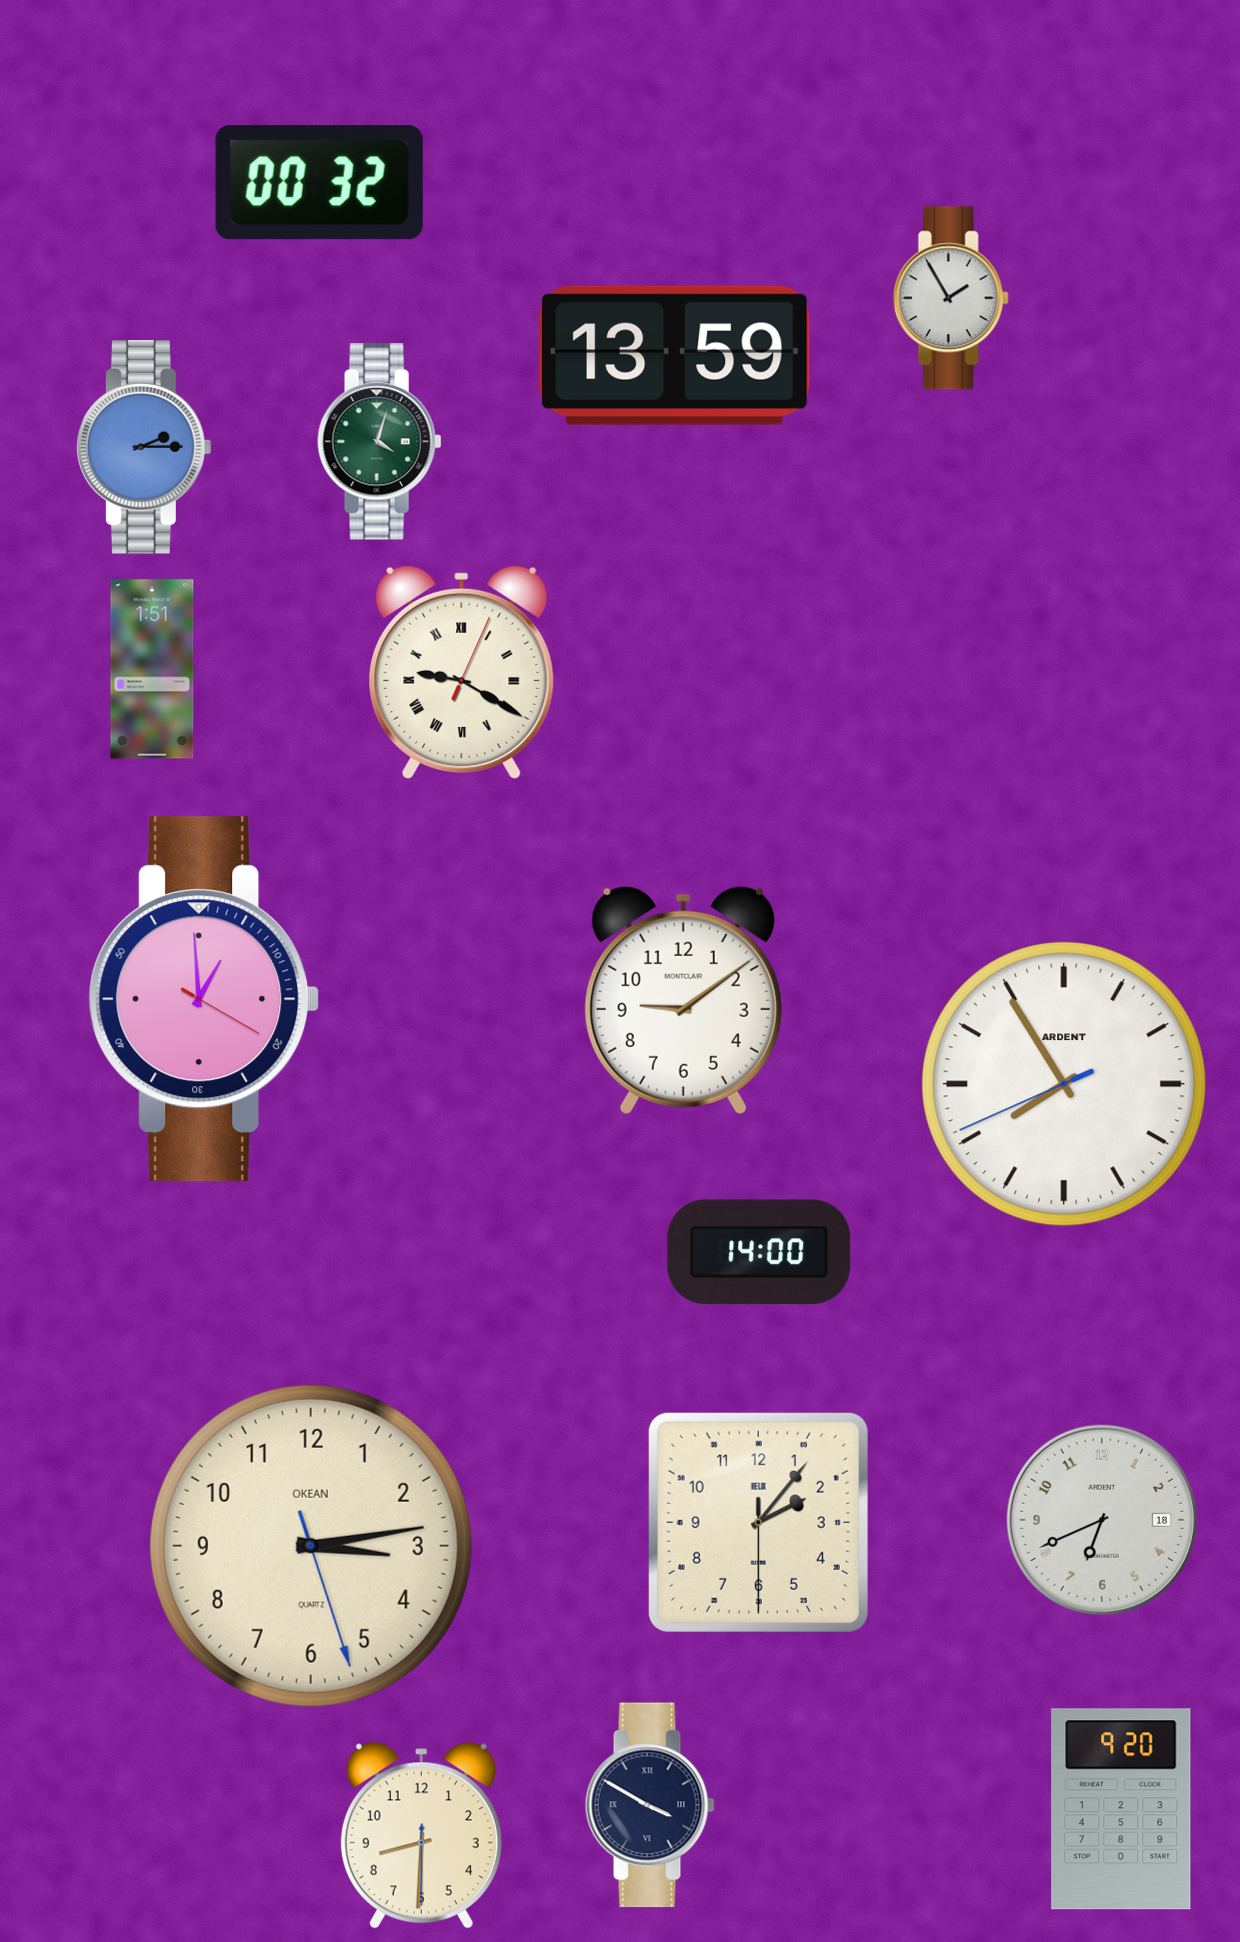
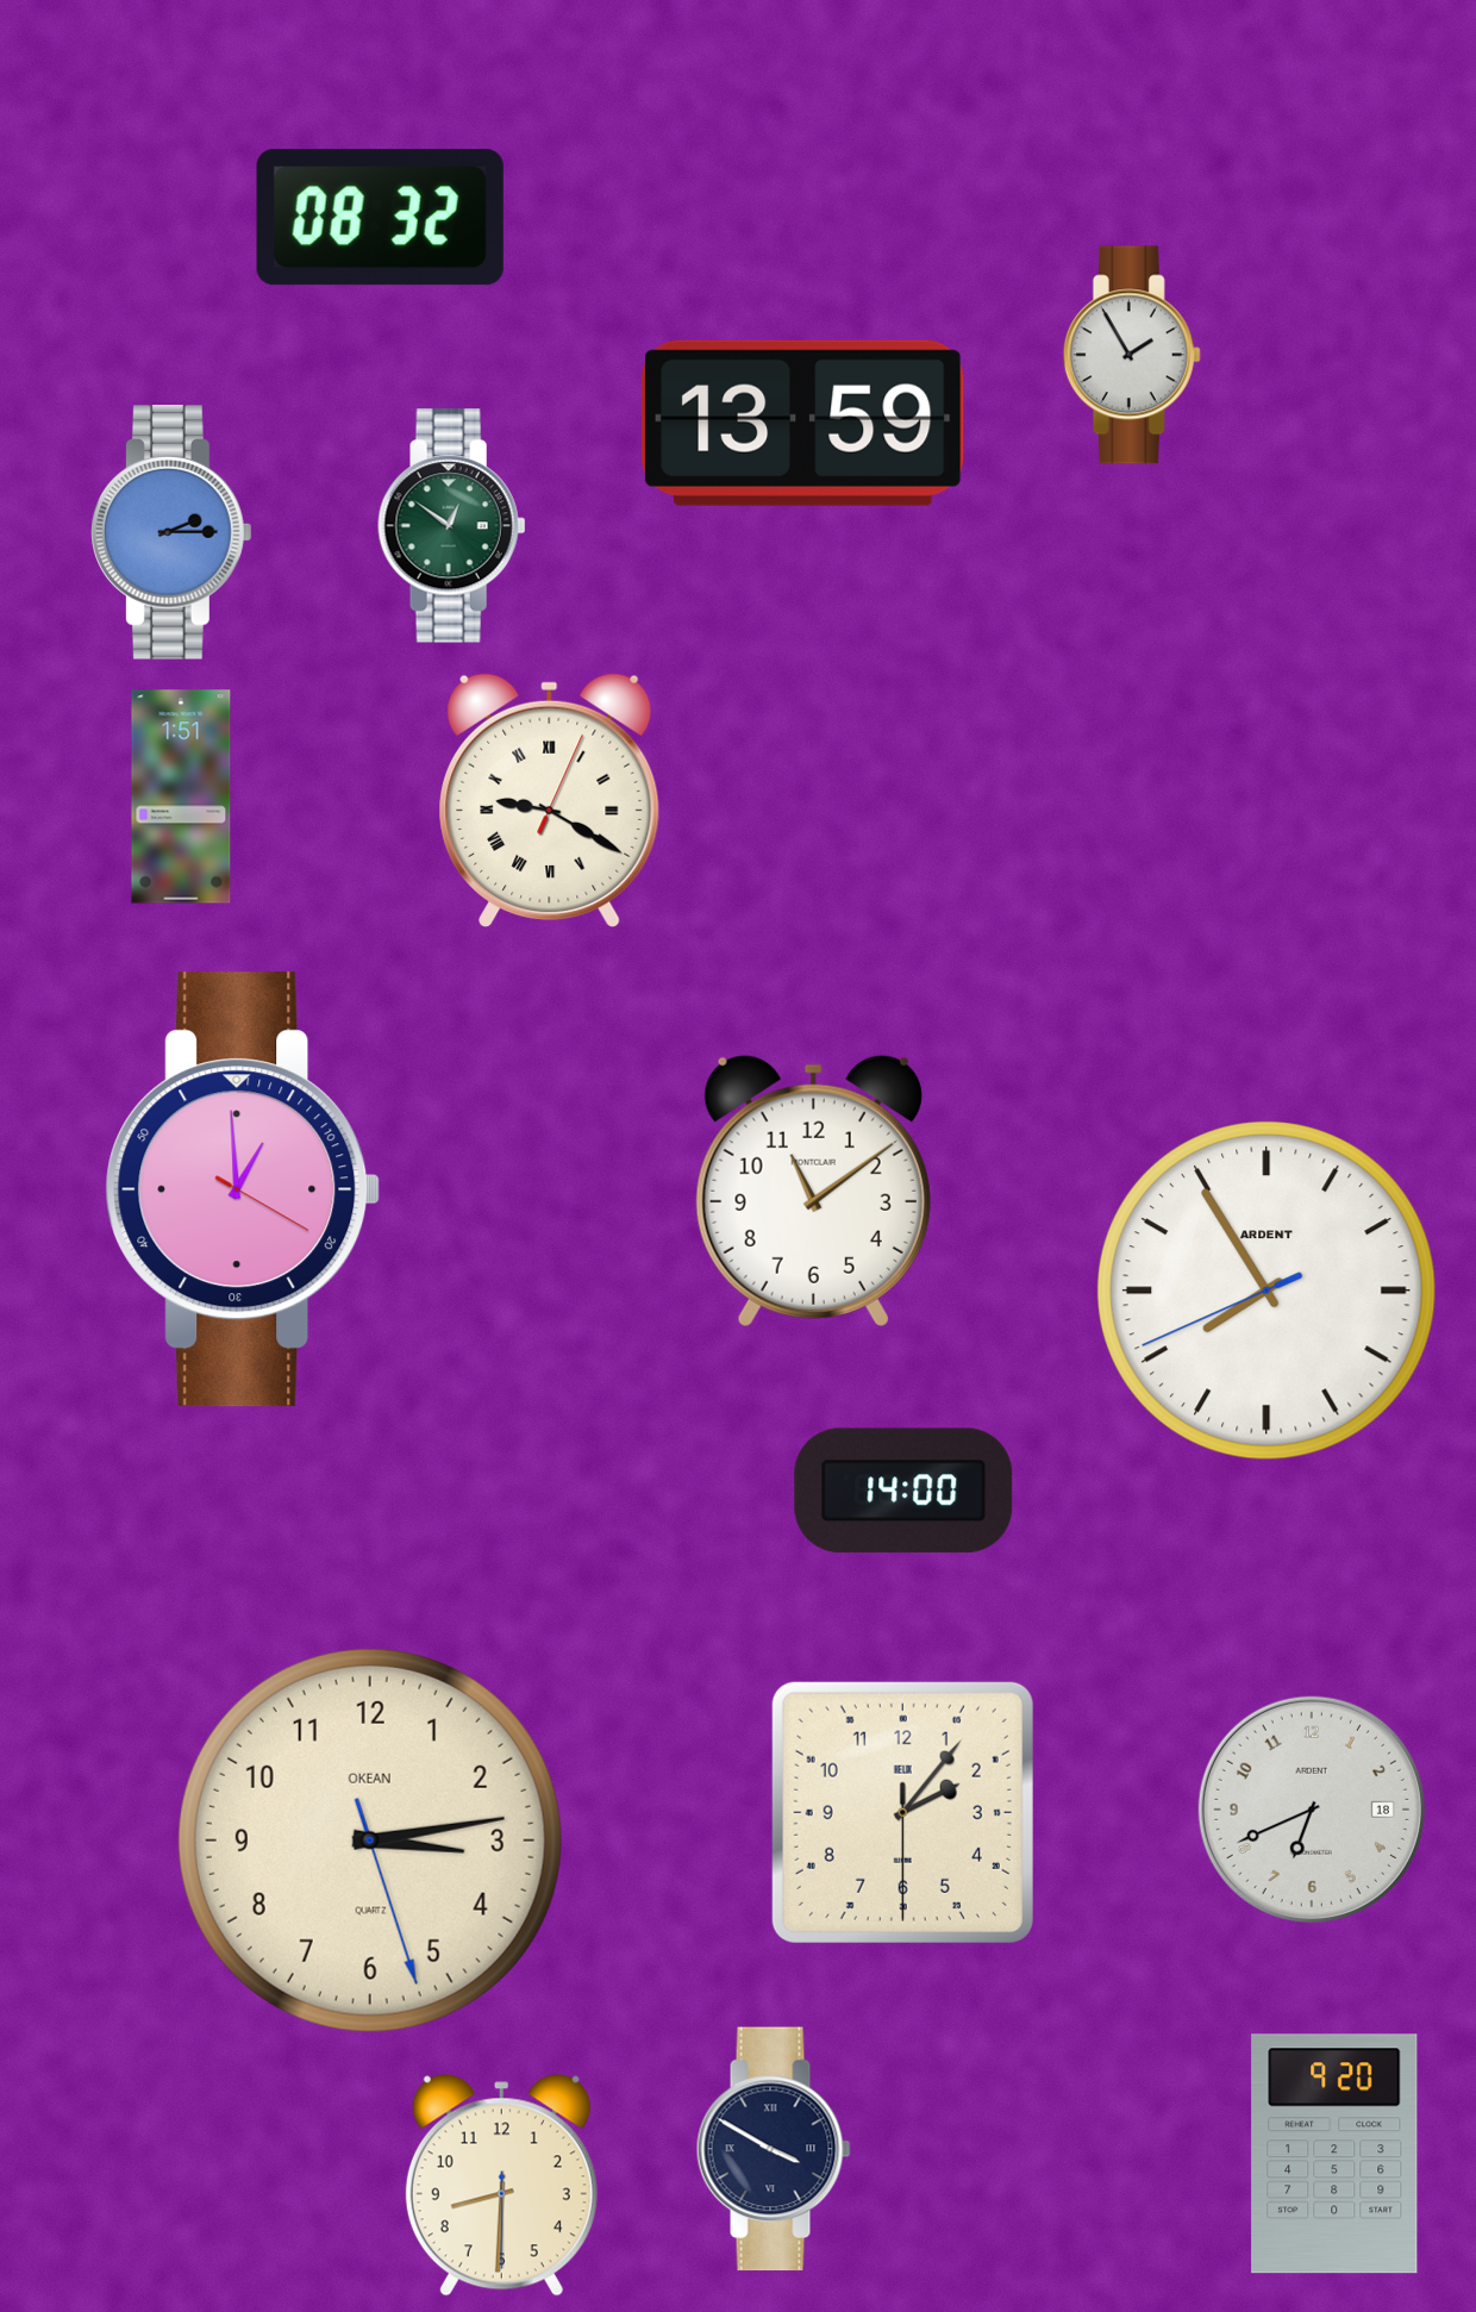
clock at (319, 183): 00:32 -> 08:32
clock at (380, 442): 4:03 -> 12:51
clock at (683, 1000): 9:09 -> 11:09
